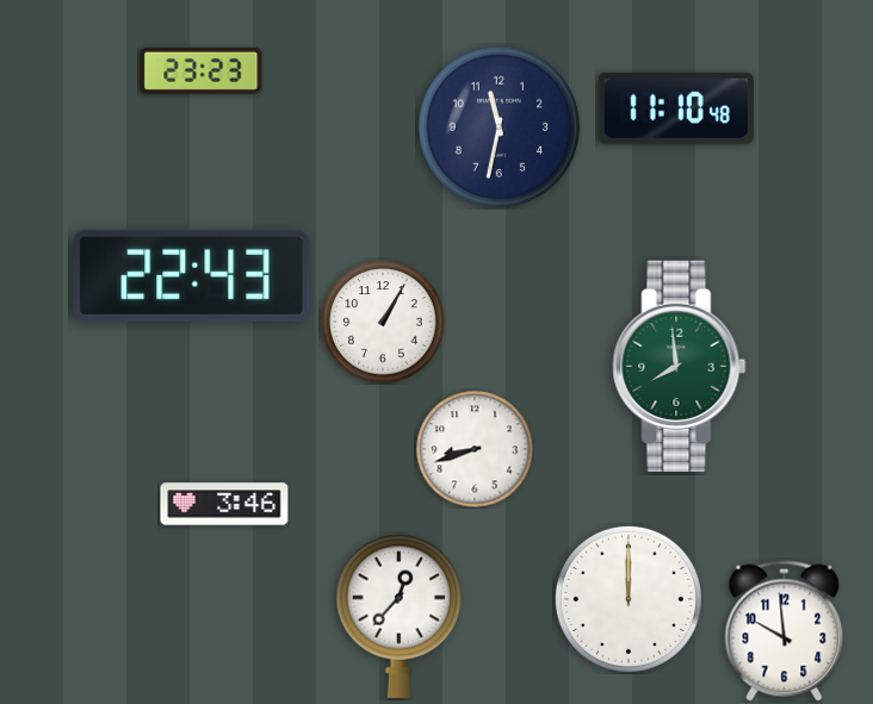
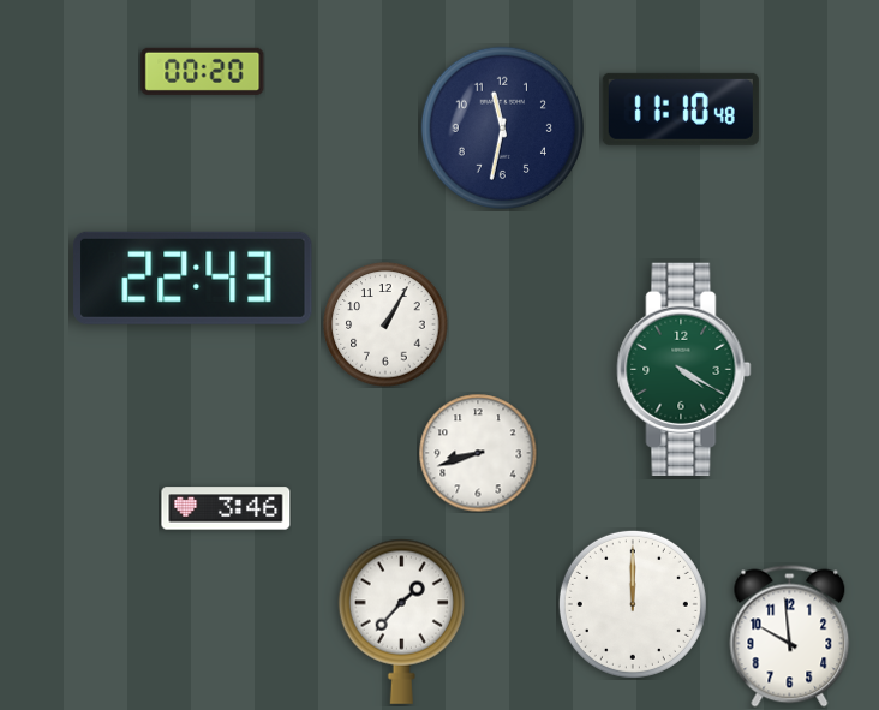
clock at (202, 70): 23:23 -> 00:20
clock at (680, 366): 7:59 -> 4:20
clock at (398, 616): 12:37 -> 1:37
